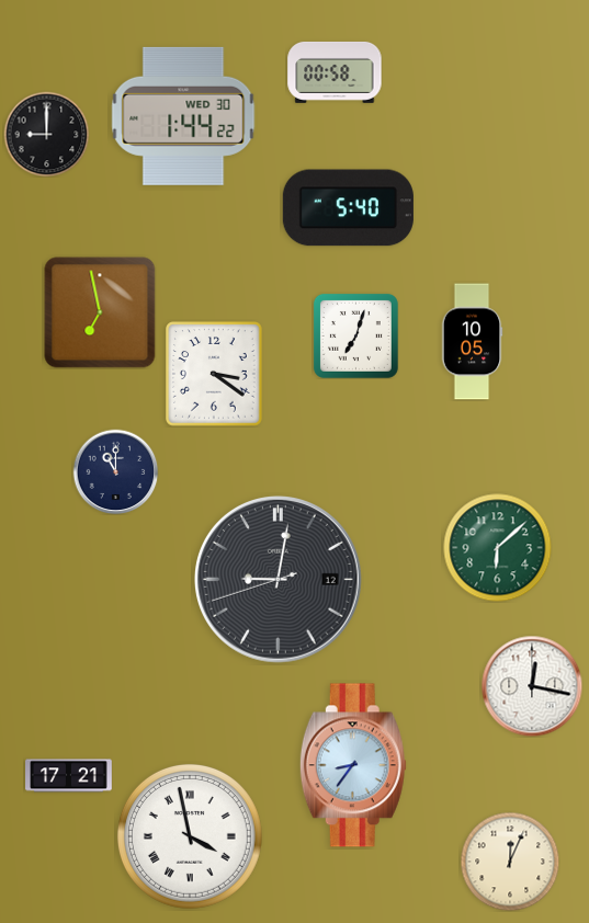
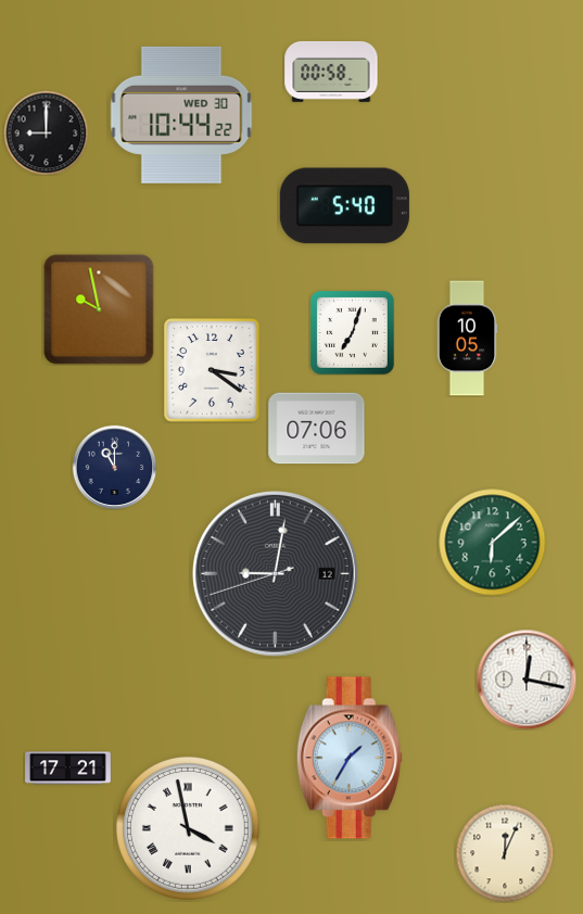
clock at (183, 116): 1:44 -> 10:44
clock at (100, 312): 6:58 -> 9:58
clock at (317, 429): none -> 07:06
clock at (353, 765): 8:36 -> 1:35
